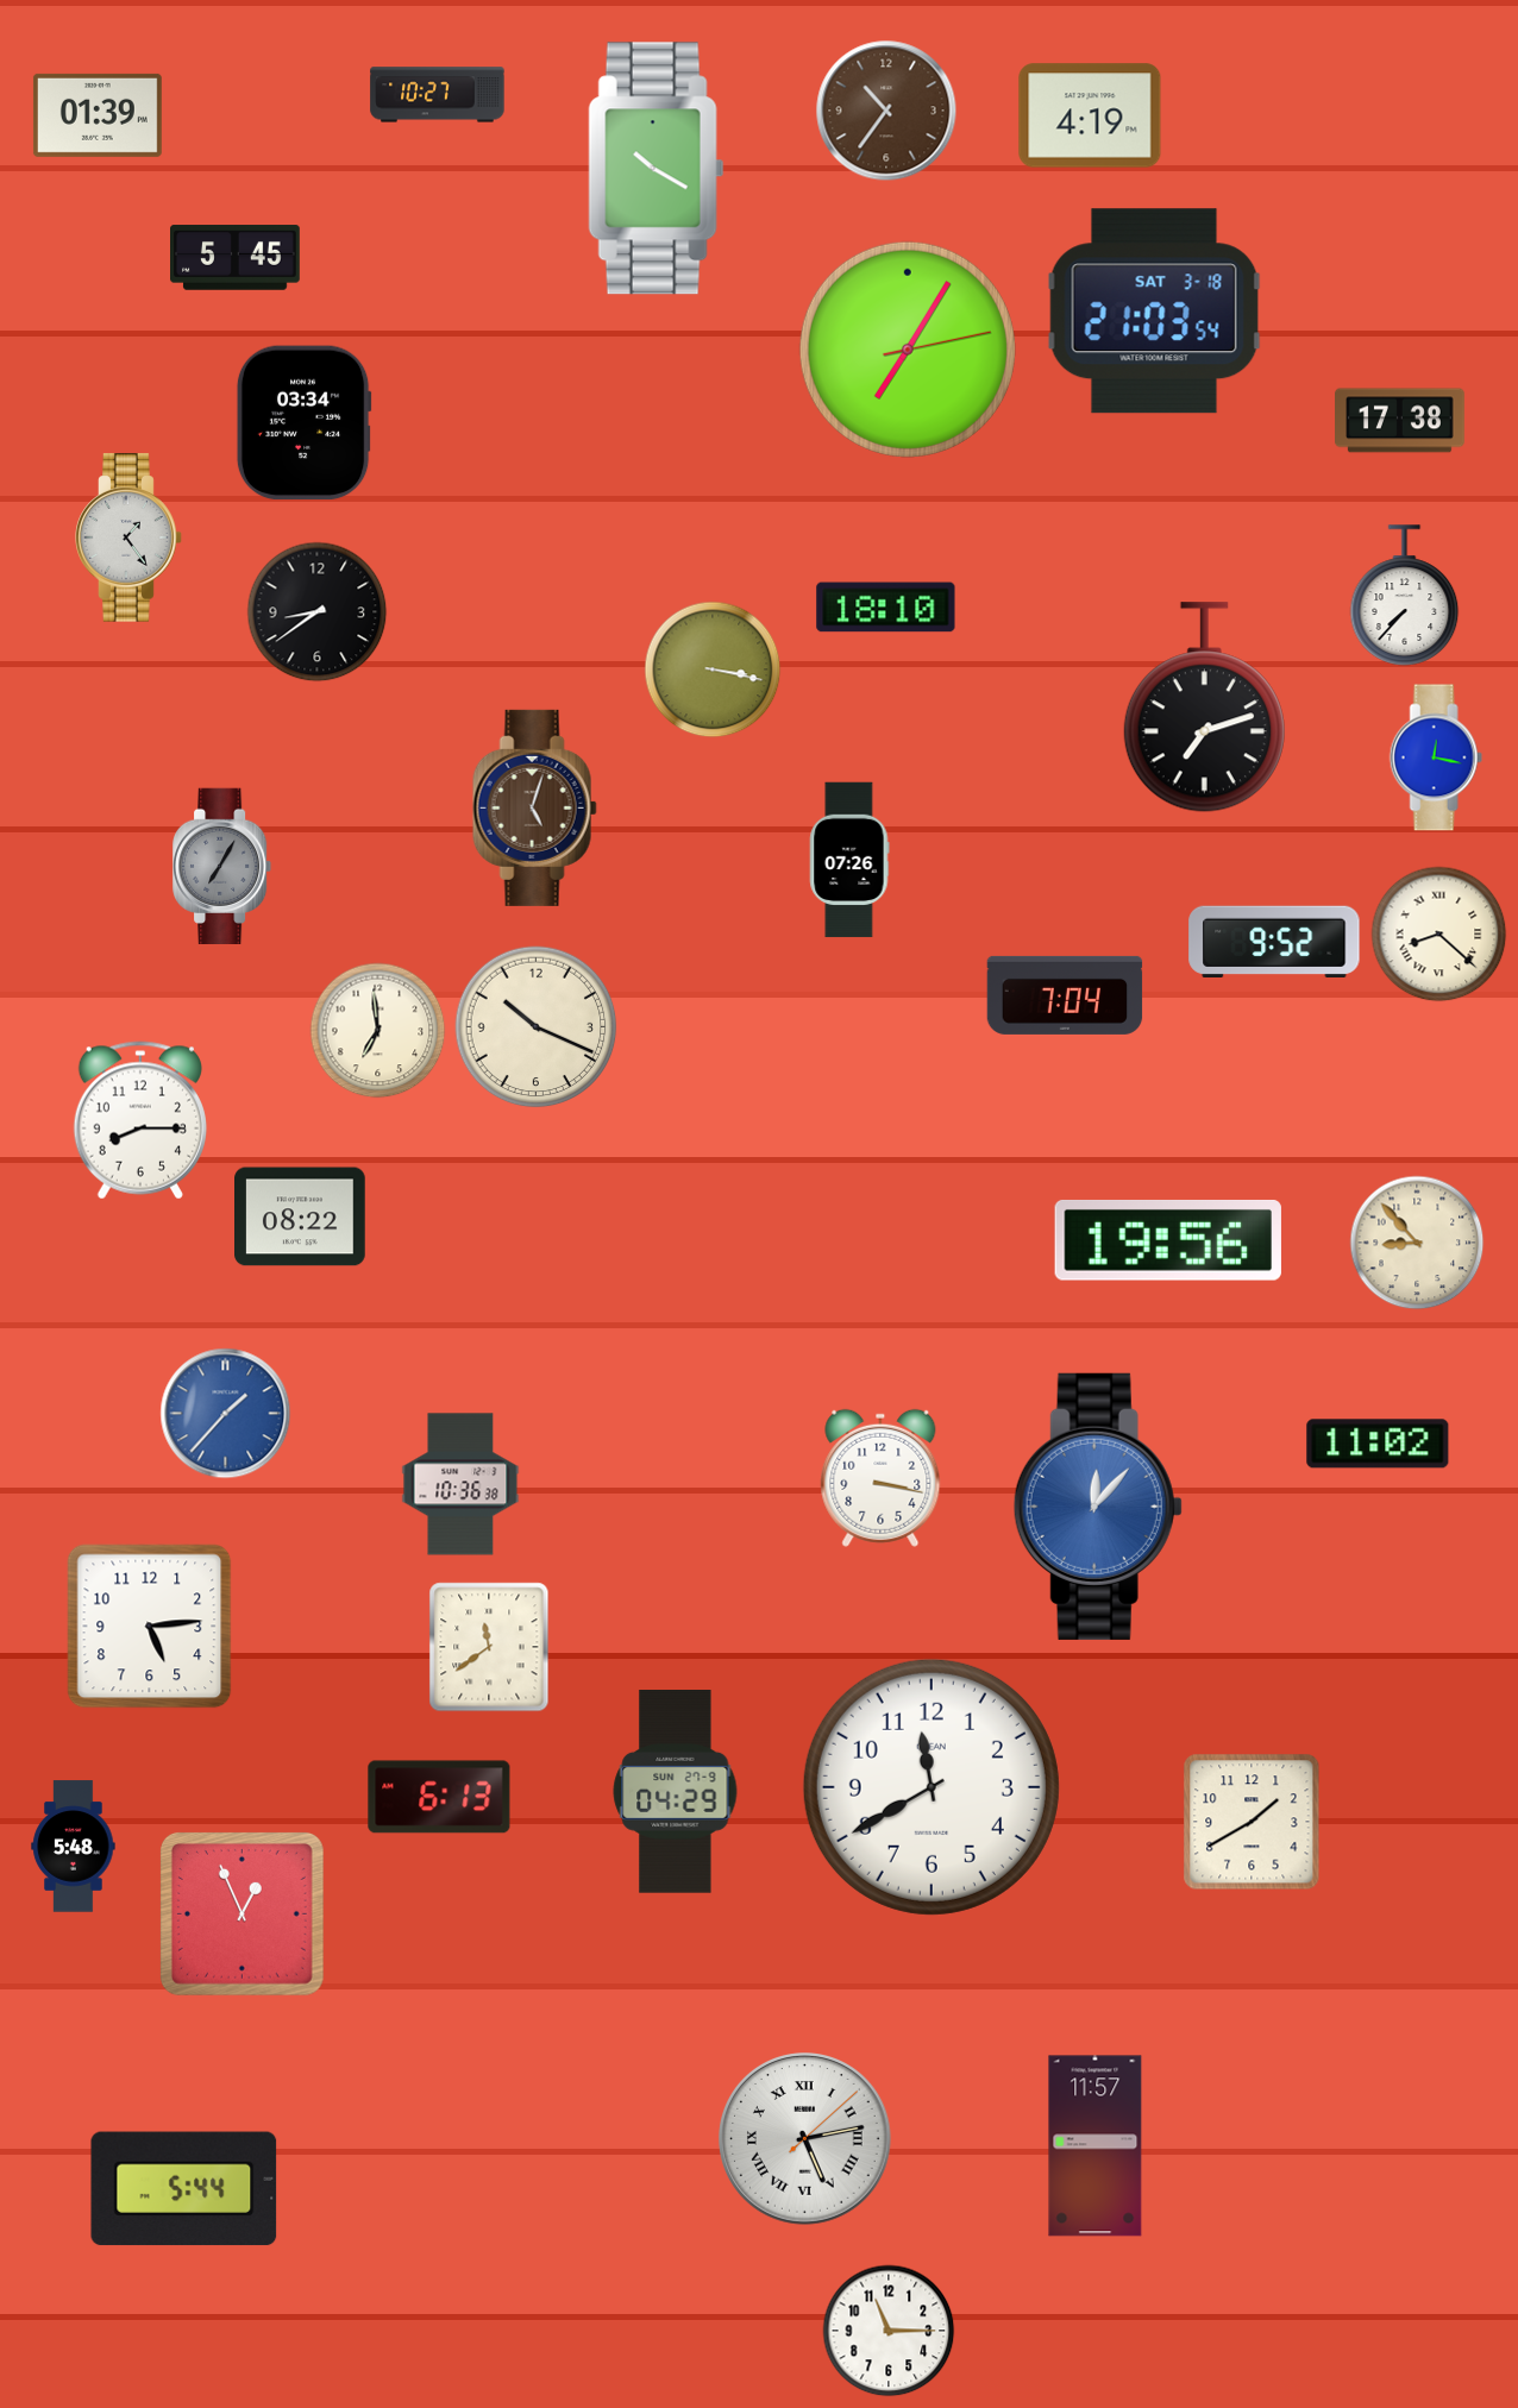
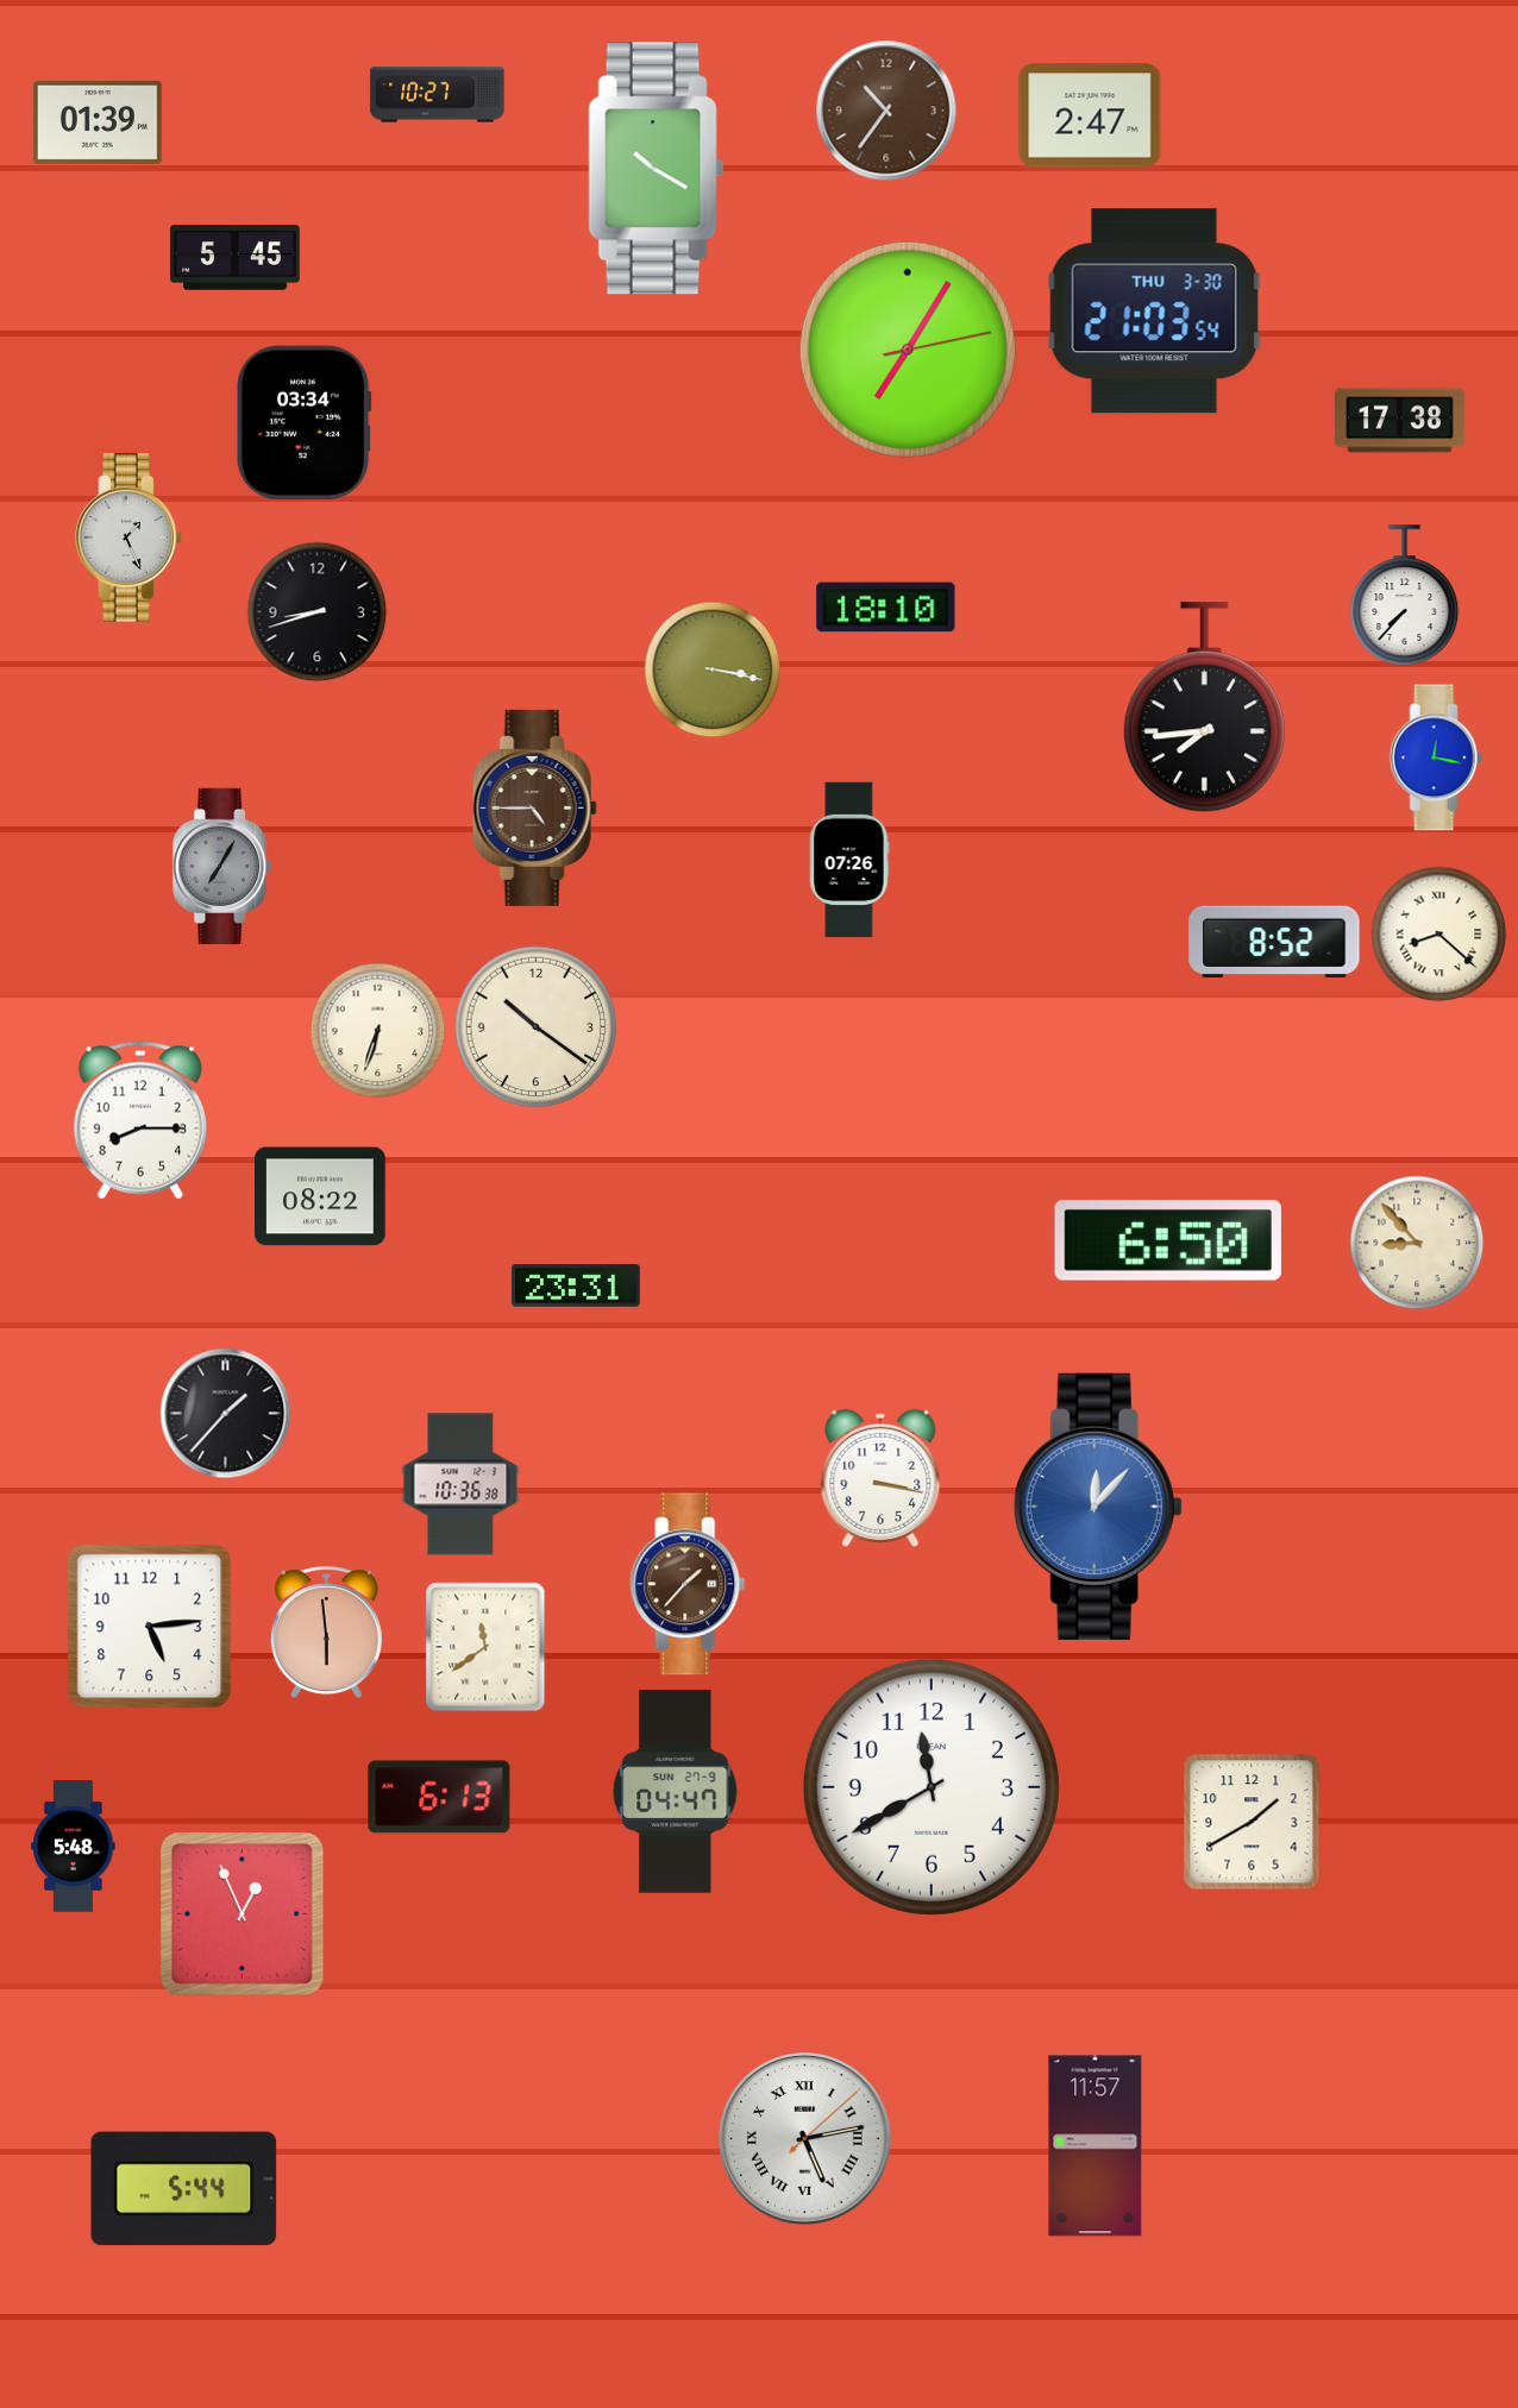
clock at (98, 115) position: (98, 115) -> (98, 122)
clock at (1090, 115): 4:19 -> 2:47
clock at (1154, 312) date: SAT 3-18 -> THU 3-30
clock at (128, 537): 1:24 -> 1:26
clock at (318, 612): 8:39 -> 8:42
clock at (1204, 708): 7:12 -> 7:44
clock at (534, 807): 5:03 -> 4:45
clock at (1274, 942): 9:52 -> 8:52
clock at (1065, 995): 7:04 -> none
clock at (537, 1027): 10:19 -> 10:21
clock at (378, 1031): 6:59 -> 6:33
clock at (300, 1216) position: (300, 1216) -> (320, 1196)
clock at (1168, 1240): 19:56 -> 6:50
clock at (576, 1287): none -> 23:31
clock at (226, 1414) dial: blue -> black
clock at (1378, 1444): 11:02 -> none
clock at (688, 1584): none -> 1:37
clock at (326, 1633): none -> 5:59
clock at (489, 1647) position: (489, 1647) -> (485, 1647)
clock at (676, 1792): 04:29 -> 04:47
clock at (889, 2331): 11:15 -> none
